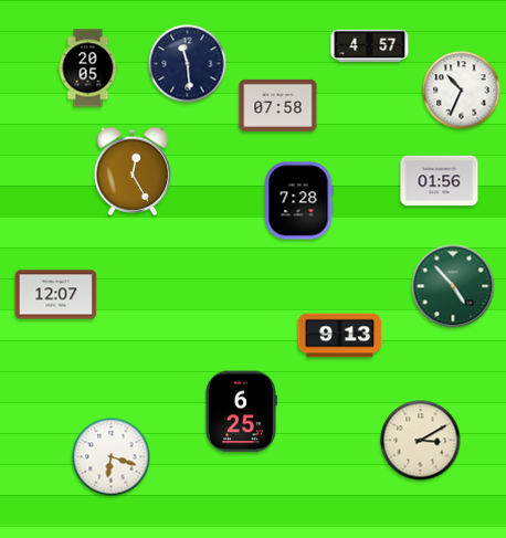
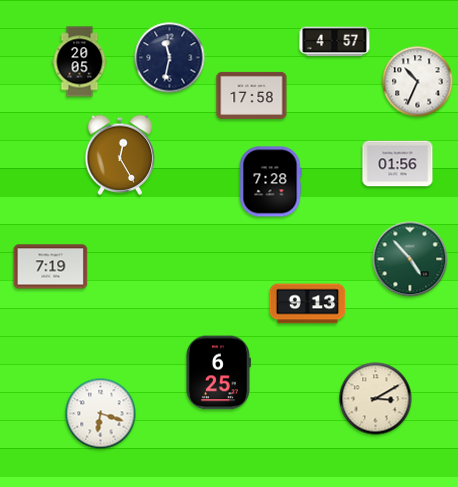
clock at (188, 64): 11:29 -> 11:32
clock at (278, 105): 07:58 -> 17:58
clock at (56, 295): 12:07 -> 7:19
clock at (421, 441) position: (421, 441) -> (376, 399)
